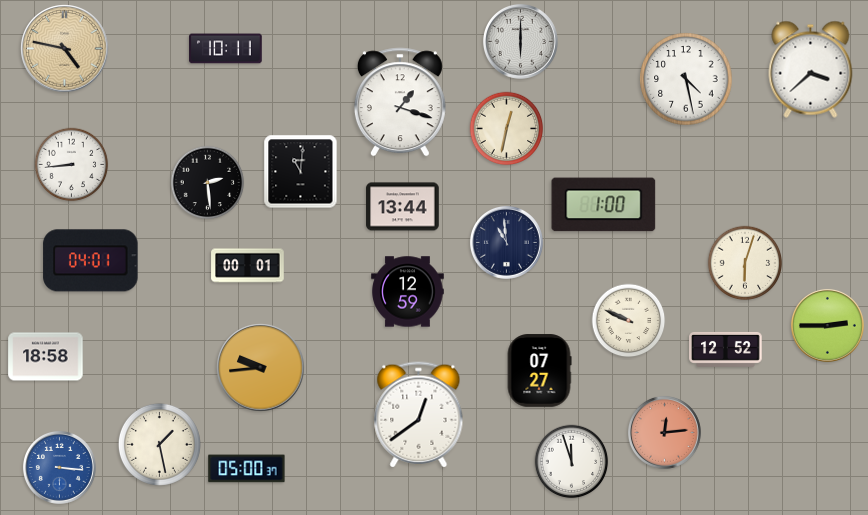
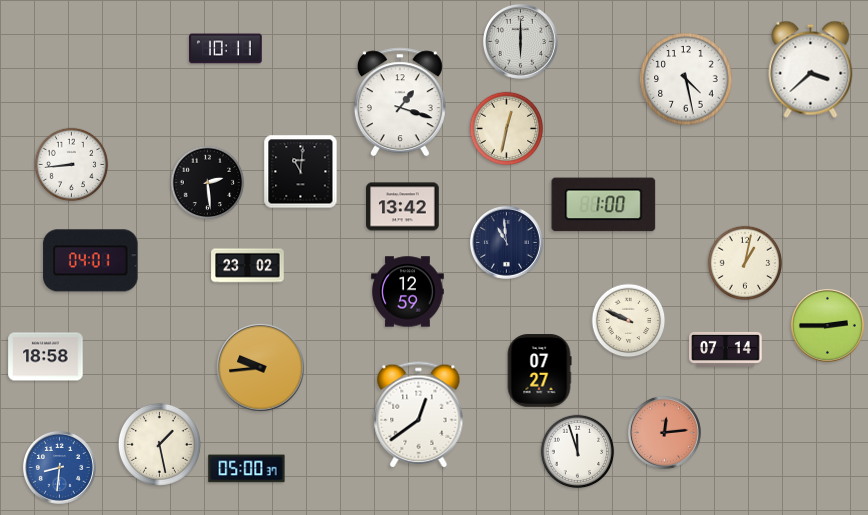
clock at (65, 49): 4:47 -> none
clock at (403, 207): 13:44 -> 13:42
clock at (745, 263): 6:03 -> 1:02
clock at (248, 266): 00:01 -> 23:02
clock at (726, 349): 12:52 -> 07:14
clock at (572, 462) position: (572, 462) -> (578, 452)
clock at (59, 467): 3:16 -> 8:31
